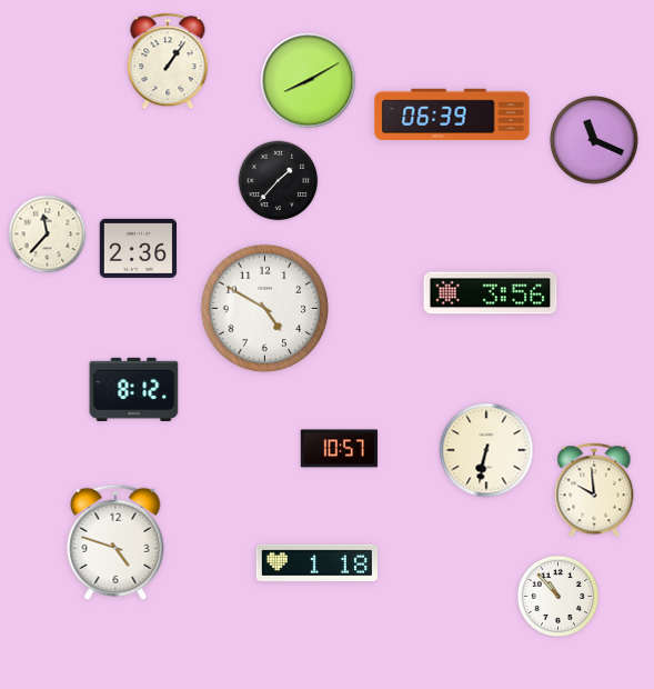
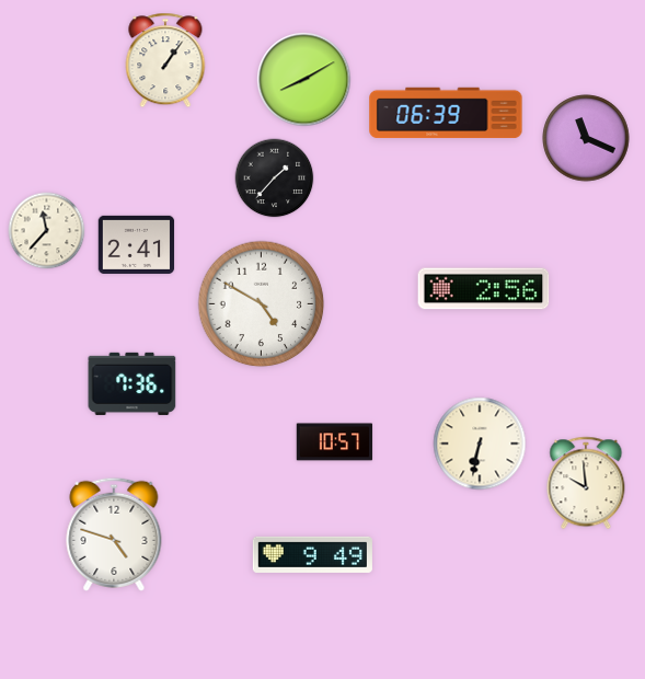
clock at (139, 248): 2:36 -> 2:41
clock at (491, 293): 3:56 -> 2:56
clock at (134, 389): 8:12 -> 7:36
clock at (316, 562): 1:18 -> 9:49
clock at (559, 597): 10:53 -> none
